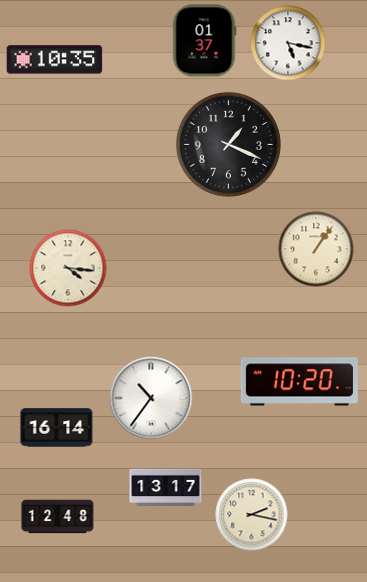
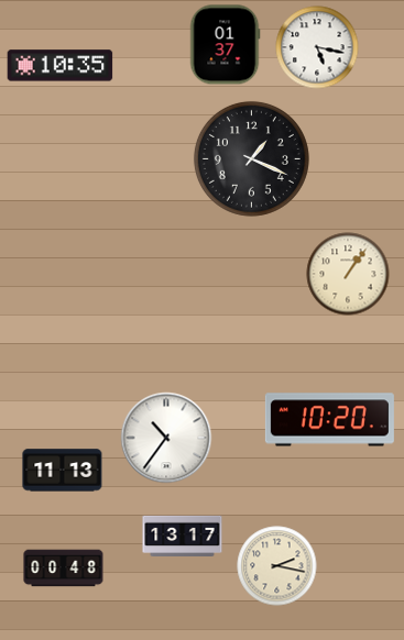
clock at (68, 268): 4:16 -> none
clock at (57, 428): 16:14 -> 11:13
clock at (58, 517): 12:48 -> 00:48
